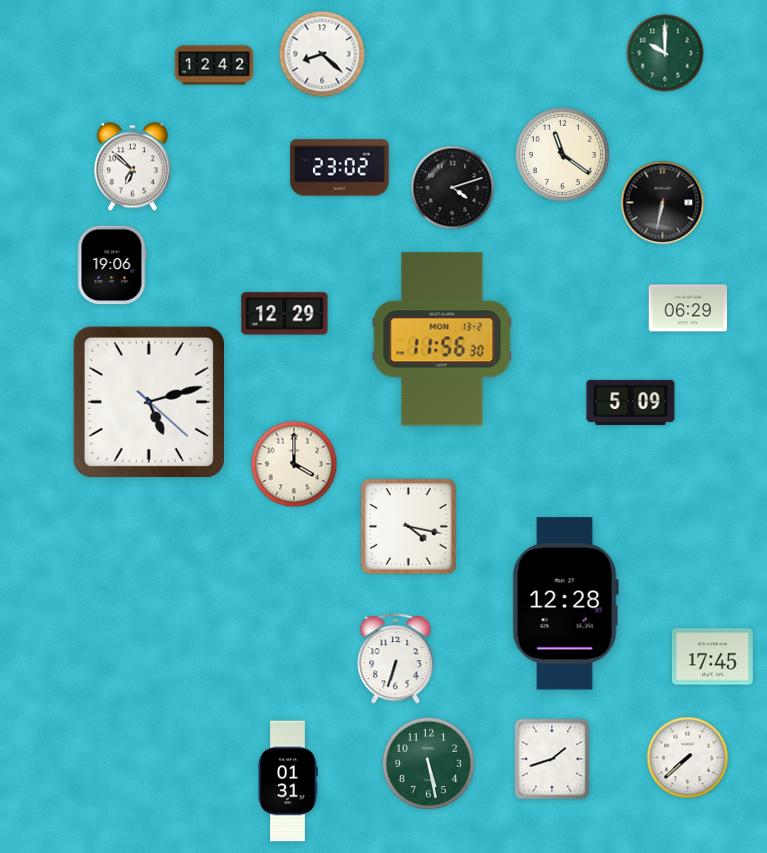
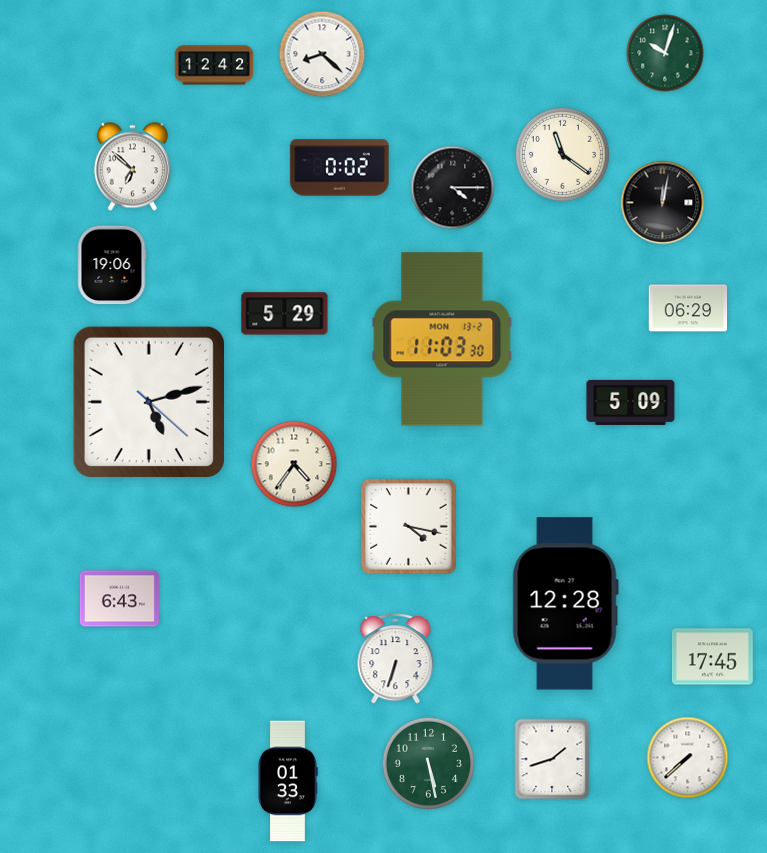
clock at (665, 53): 10:00 -> 10:03
clock at (340, 168): 23:02 -> 0:02
clock at (453, 188): 4:12 -> 4:15
clock at (663, 203): 6:32 -> 12:02
clock at (285, 314): 12:29 -> 5:29
clock at (442, 339): 11:56 -> 11:03
clock at (294, 464): 4:00 -> 4:36
clock at (119, 599): none -> 6:43
clock at (288, 781): 01:31 -> 01:33
